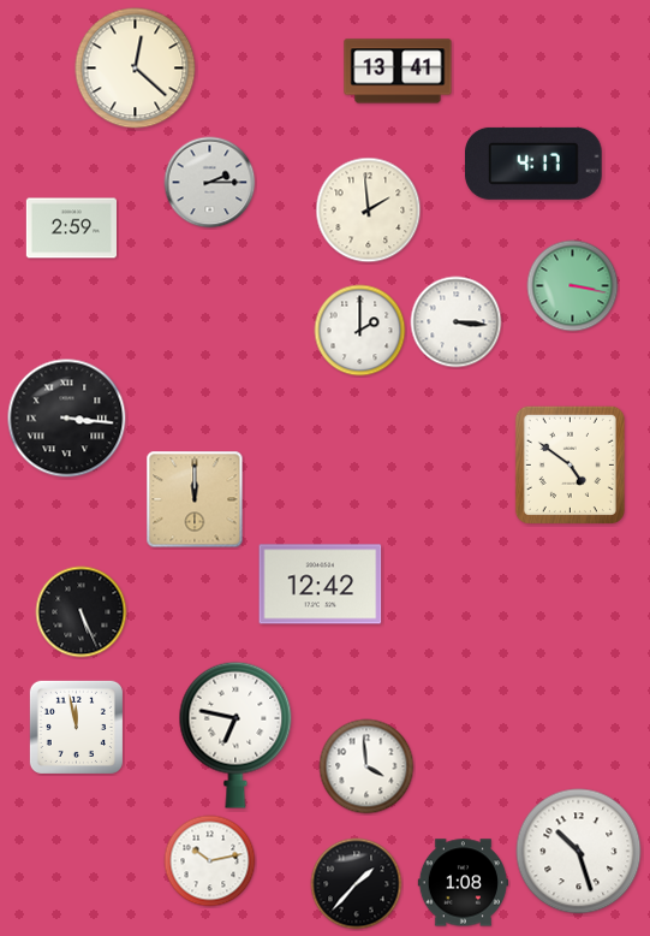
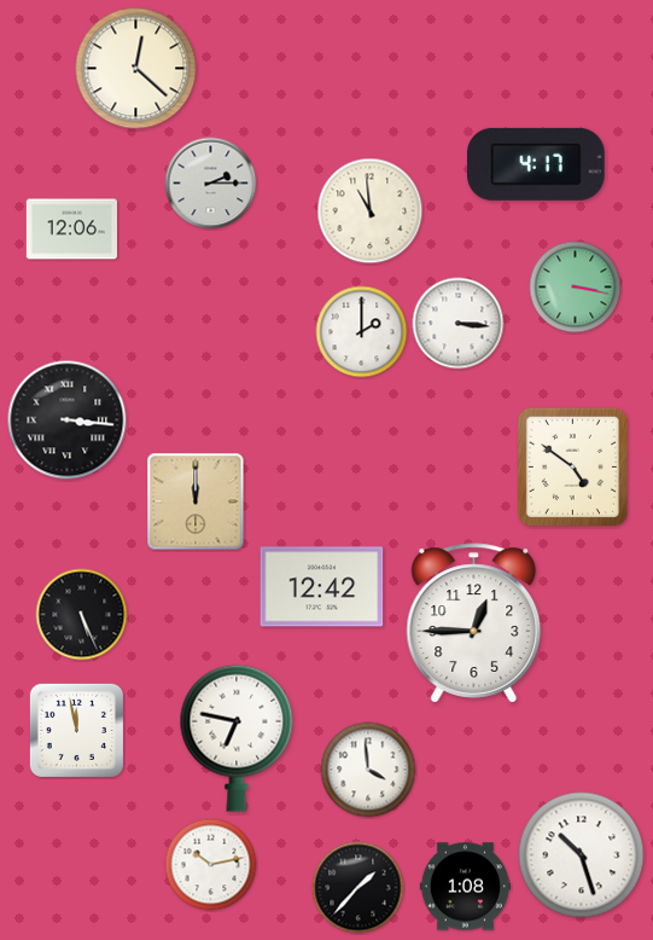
clock at (398, 71): 13:41 -> none
clock at (369, 211): 1:59 -> 10:59
clock at (71, 229): 2:59 -> 12:06
clock at (474, 623): none -> 12:45
